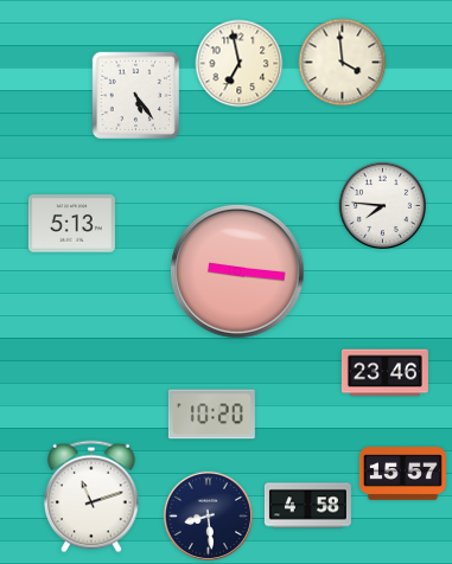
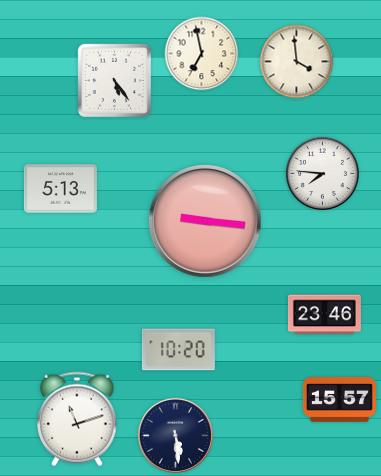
clock at (343, 63) position: (343, 63) -> (297, 62)
clock at (237, 271) position: (237, 271) -> (205, 221)
clock at (307, 506): 4:58 -> none
clock at (208, 515): 8:29 -> 5:29
